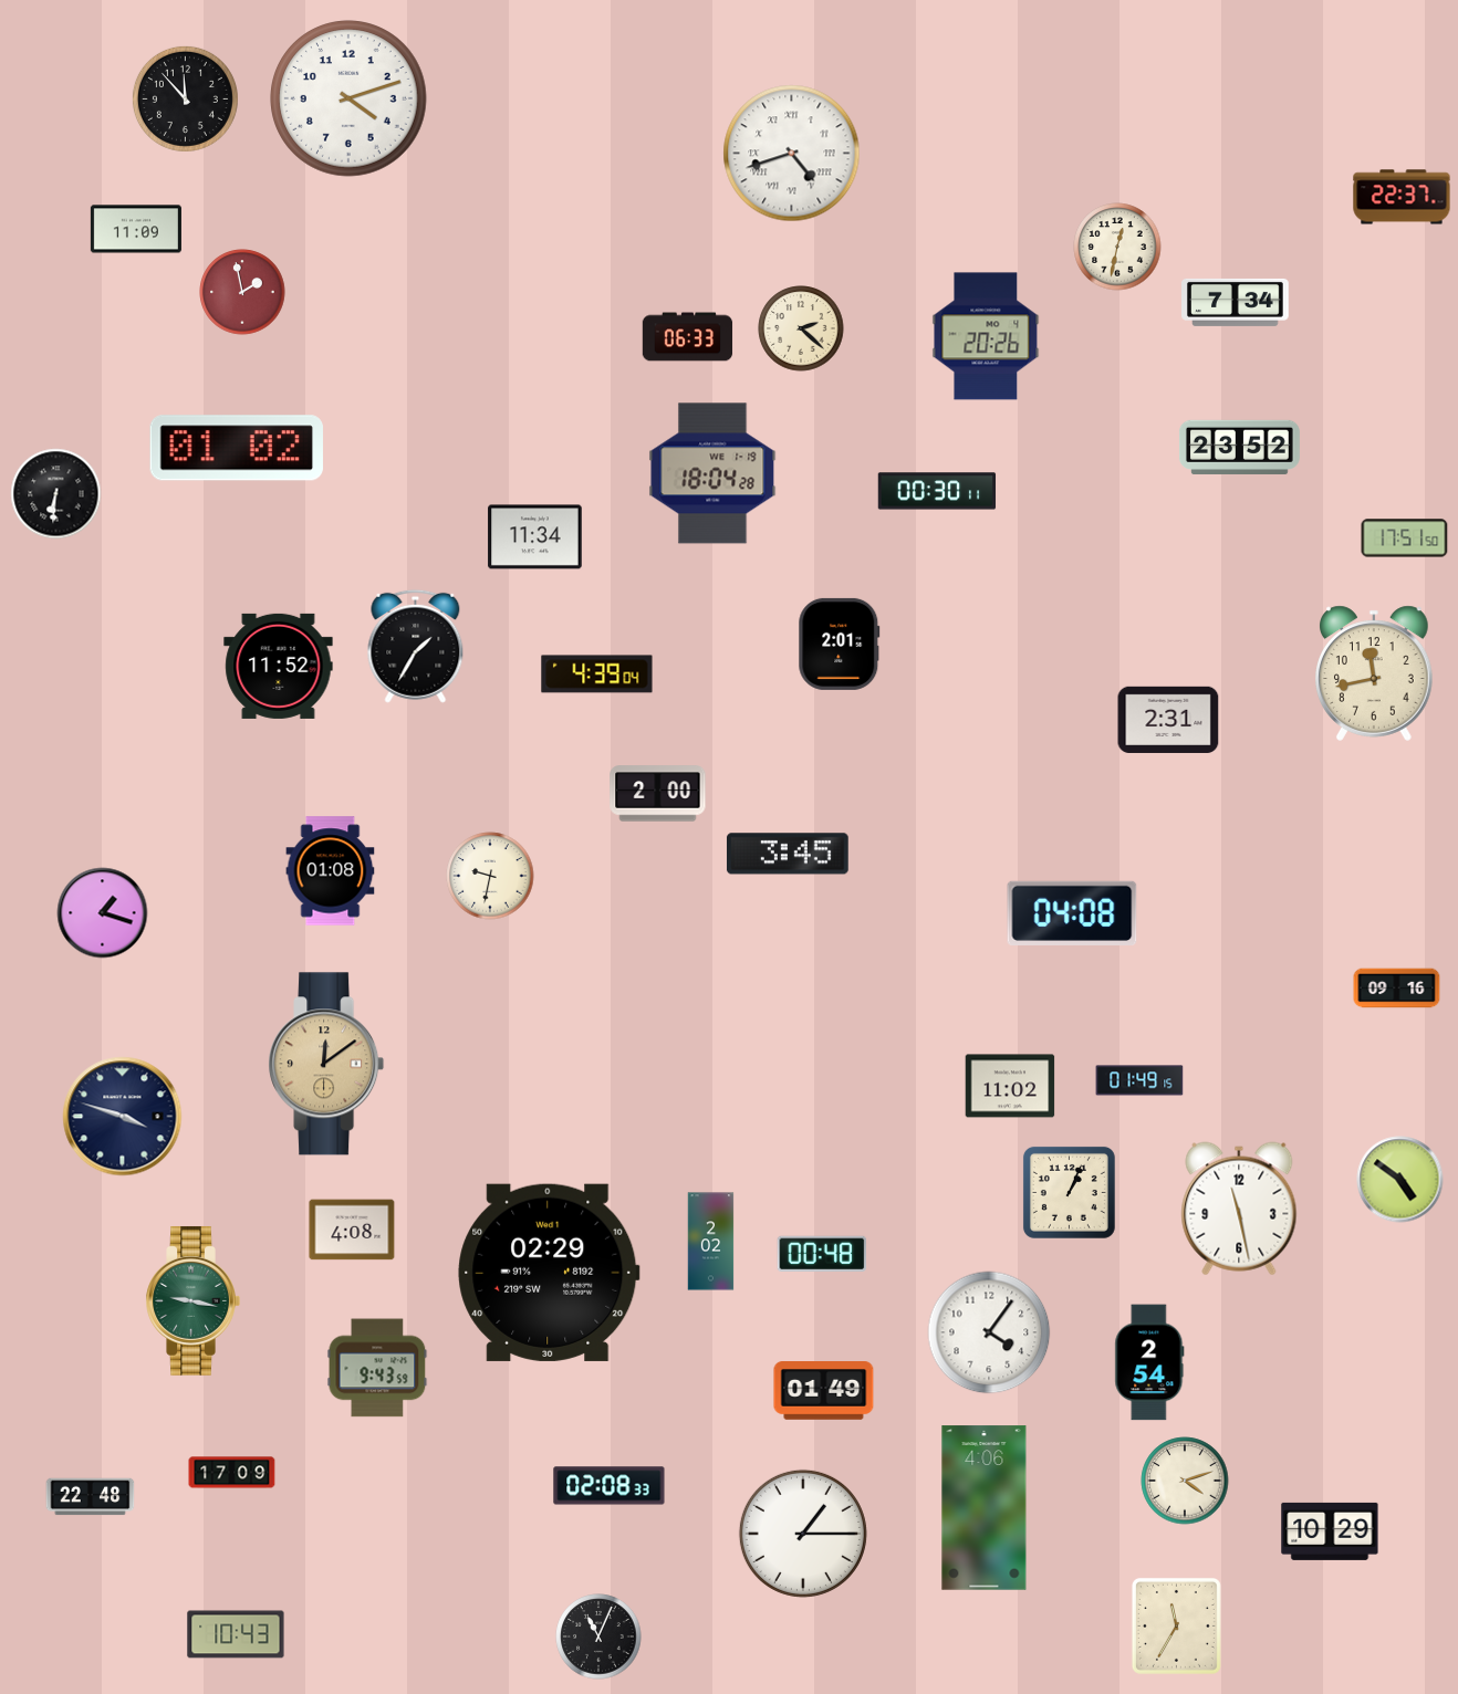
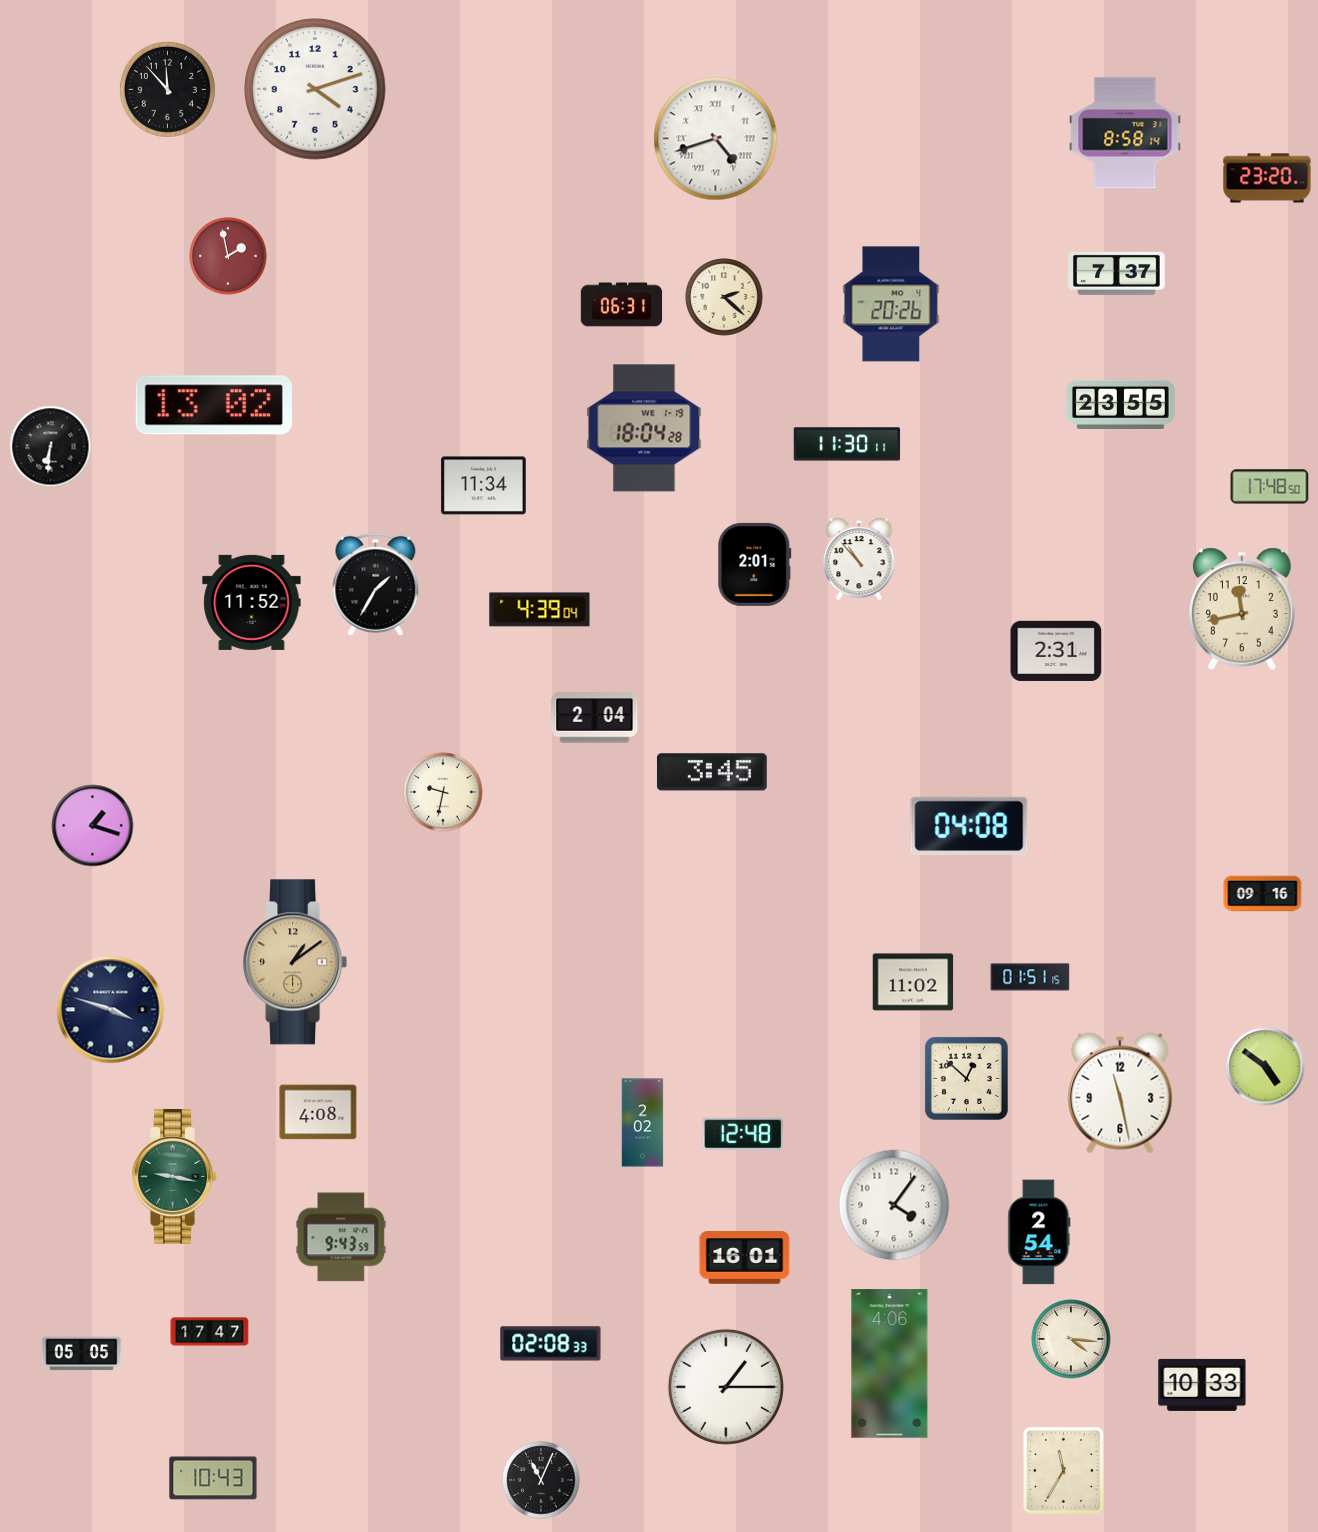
clock at (1125, 133): none -> 8:58
clock at (1402, 197): 22:37 -> 23:20
clock at (136, 229): 11:09 -> none
clock at (1117, 247): 12:32 -> none
clock at (242, 292) position: (242, 292) -> (228, 256)
clock at (1236, 302): 7:34 -> 7:37
clock at (688, 337): 06:33 -> 06:31
clock at (1239, 447): 23:52 -> 23:55
clock at (237, 448): 01:02 -> 13:02
clock at (937, 491): 00:30 -> 11:30
clock at (1405, 538): 17:51 -> 17:48
clock at (859, 559): none -> 10:53
clock at (840, 644) position: (840, 644) -> (755, 564)
clock at (658, 794): 2:00 -> 2:04
clock at (331, 871): 01:08 -> none
clock at (326, 1064): 12:09 -> 1:09
clock at (1139, 1080): 01:49 -> 01:51
clock at (1069, 1192): 1:04 -> 12:52
clock at (822, 1254): 00:48 -> 12:48
clock at (549, 1273): 02:29 -> none
clock at (824, 1391): 01:49 -> 16:01
clock at (232, 1473): 17:09 -> 17:47
clock at (1185, 1481): 4:12 -> 4:16
clock at (91, 1497): 22:48 -> 05:05
clock at (1330, 1531): 10:29 -> 10:33
